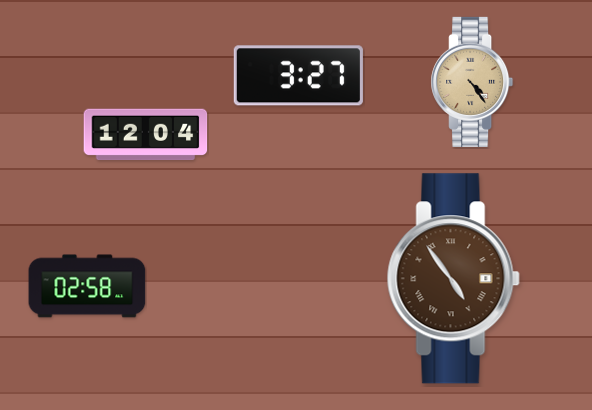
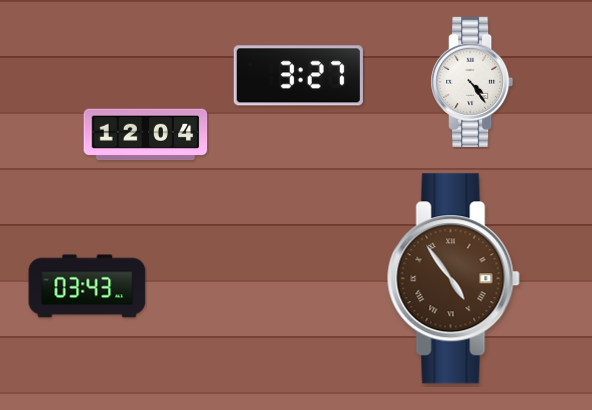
clock at (472, 82) dial: champagne -> white
clock at (87, 286): 02:58 -> 03:43
